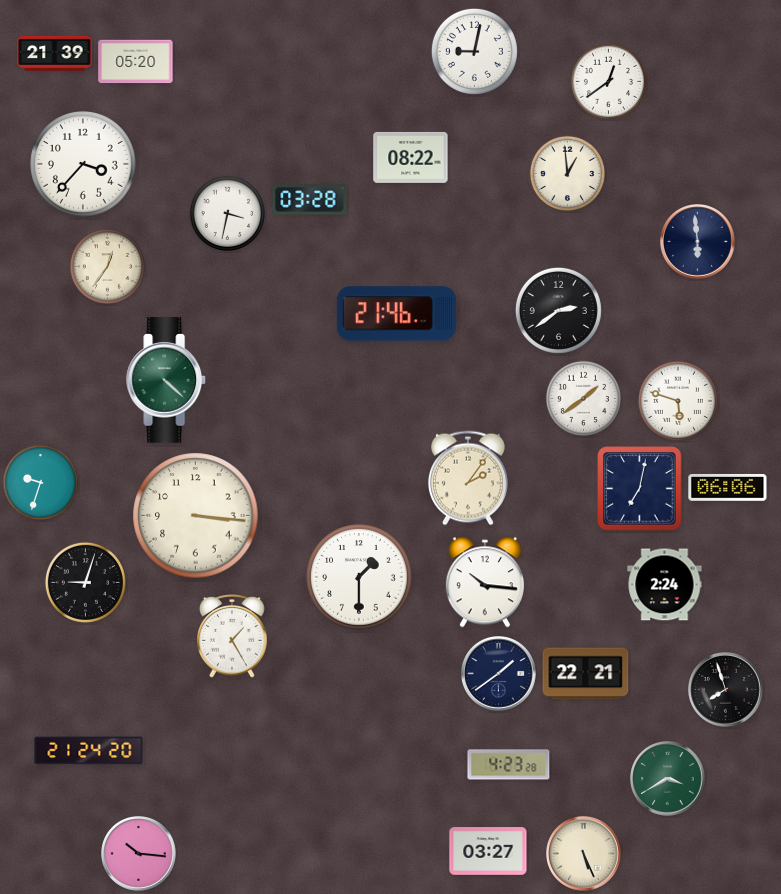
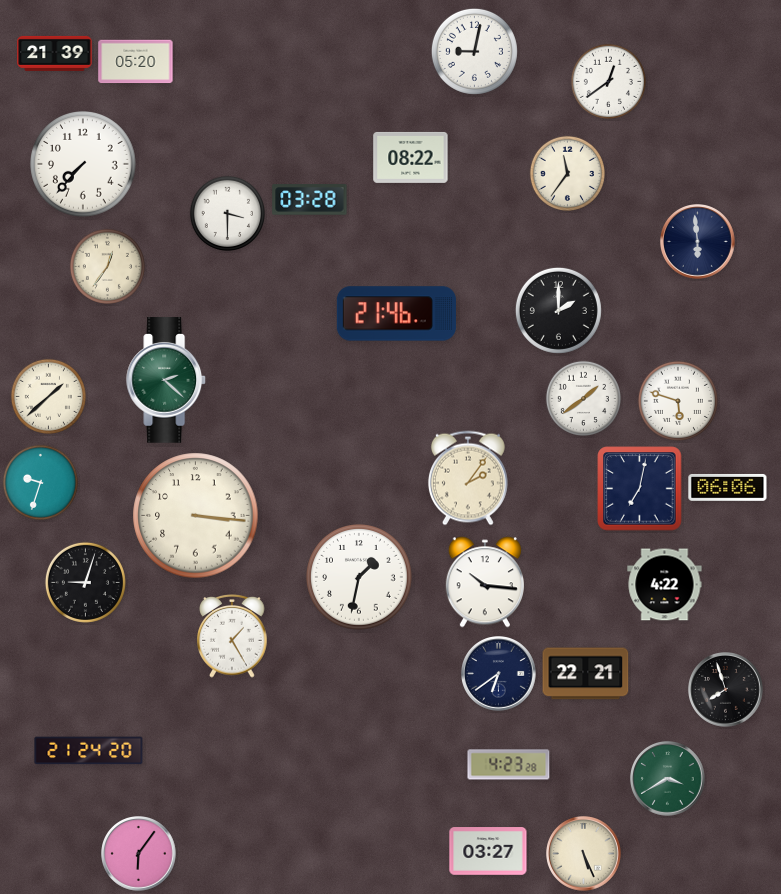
clock at (84, 165): 3:37 -> 7:37
clock at (567, 173): 12:59 -> 11:36
clock at (227, 213): 3:32 -> 3:30
clock at (558, 310): 2:39 -> 2:00
clock at (167, 380): 4:22 -> 2:22
clock at (48, 396): none -> 1:38
clock at (360, 578): 1:30 -> 1:32
clock at (665, 585): 2:24 -> 4:22
clock at (499, 674): 1:39 -> 6:39
clock at (139, 854): 10:16 -> 6:06
